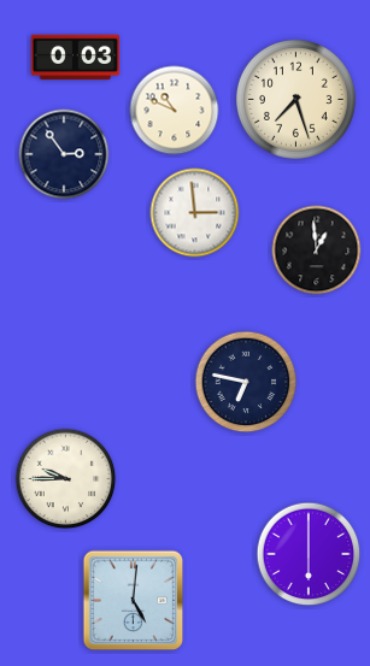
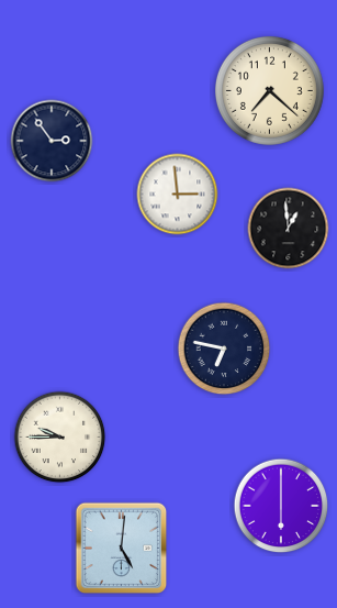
clock at (75, 58): 0:03 -> none
clock at (295, 99): 7:27 -> 7:22
clock at (175, 111): 10:49 -> none
clock at (64, 154) position: (64, 154) -> (52, 141)
